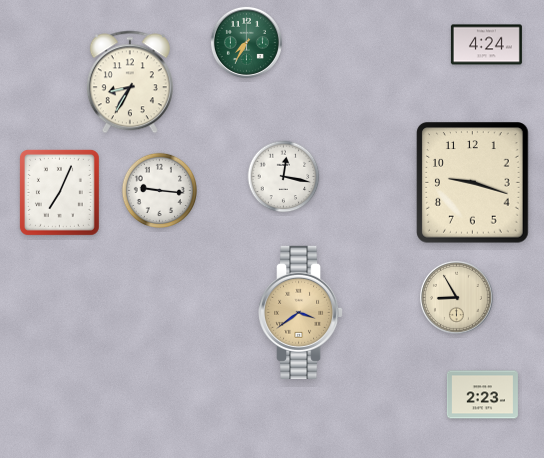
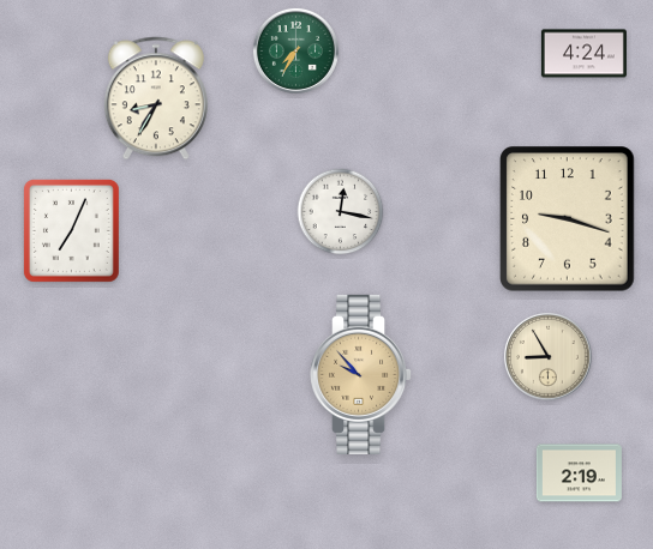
clock at (159, 190): 9:16 -> none
clock at (301, 312): 3:39 -> 9:53
clock at (482, 395): 2:23 -> 2:19
